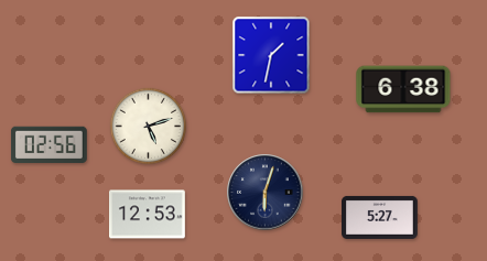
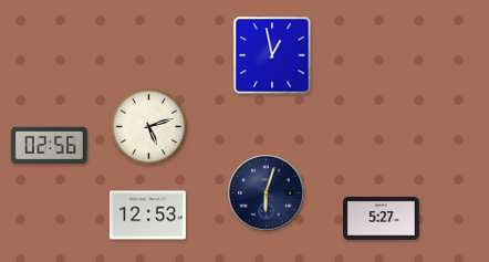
clock at (271, 55): 1:32 -> 12:58
clock at (403, 89): 6:38 -> none
